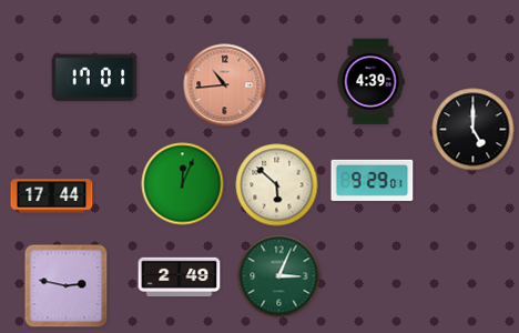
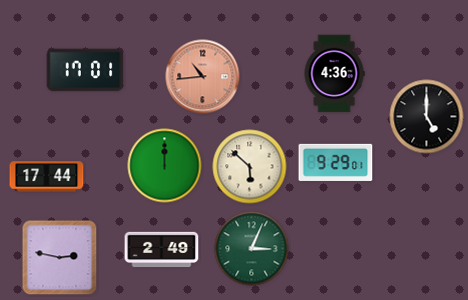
clock at (370, 82): 4:39 -> 4:36
clock at (183, 184): 12:04 -> 12:00
